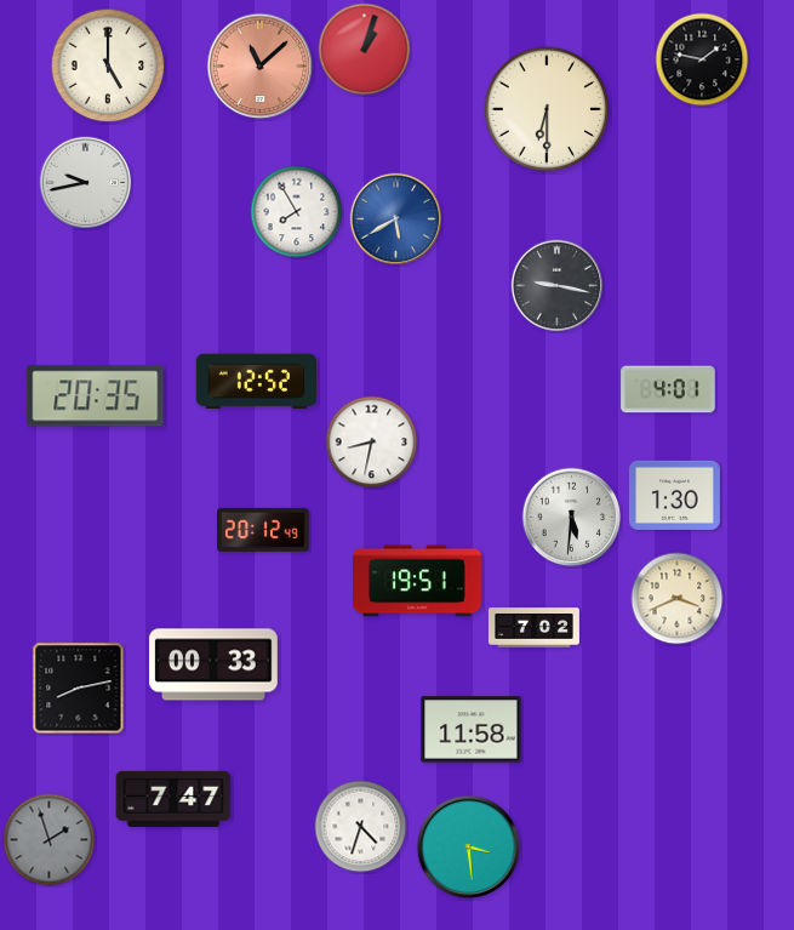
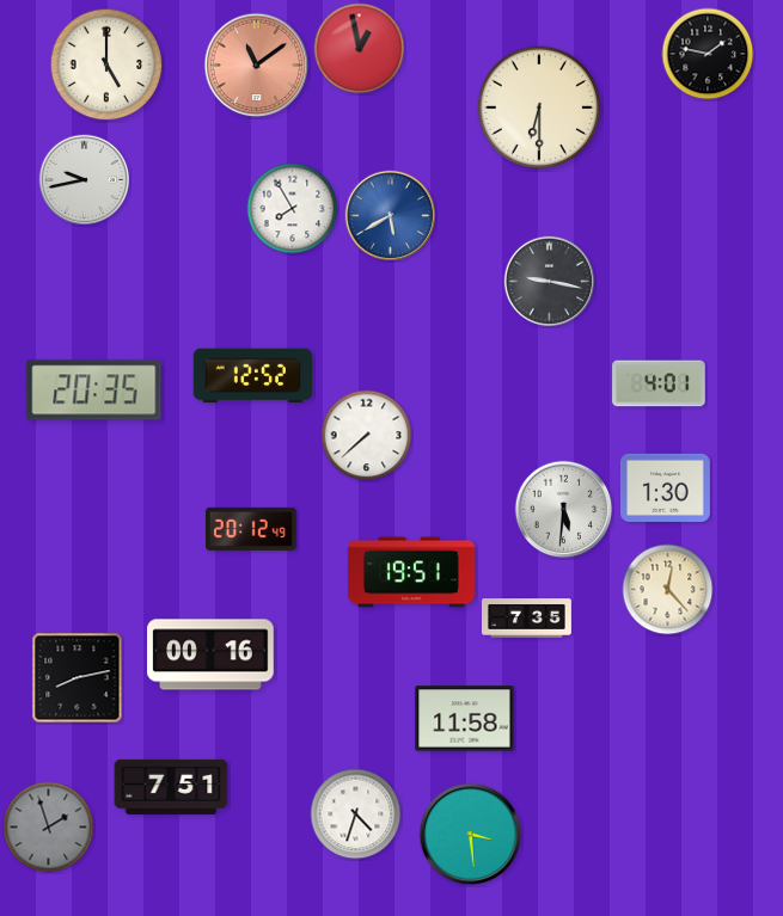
clock at (365, 50): 1:03 -> 12:58
clock at (702, 59) position: (702, 59) -> (708, 54)
clock at (261, 67): 11:08 -> 11:09
clock at (372, 443): 8:32 -> 7:38
clock at (263, 530) position: (263, 530) -> (251, 529)
clock at (678, 599): 3:41 -> 12:23
clock at (533, 628): 7:02 -> 7:35
clock at (215, 664): 00:33 -> 00:16
clock at (173, 799): 7:47 -> 7:51
clock at (469, 848) position: (469, 848) -> (471, 835)
